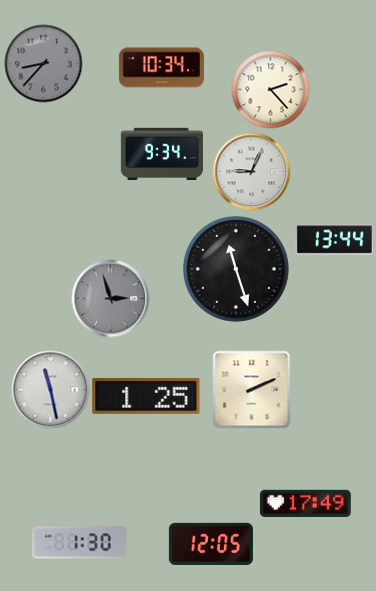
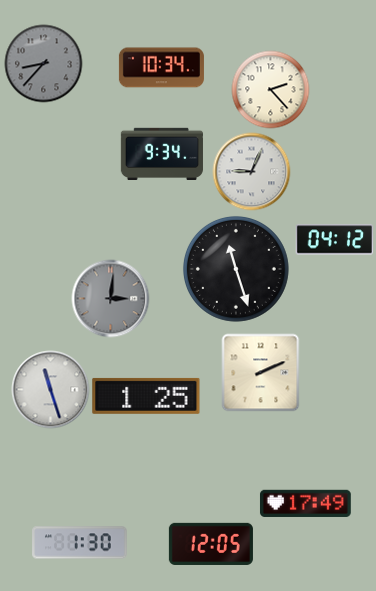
clock at (334, 240): 13:44 -> 04:12
clock at (110, 298): 2:57 -> 3:01
clock at (50, 389): 11:28 -> 11:27
clock at (251, 389) position: (251, 389) -> (260, 372)
